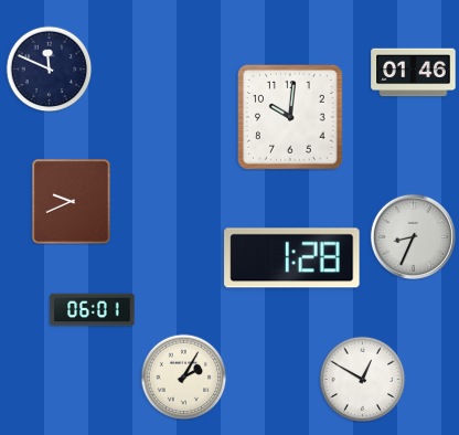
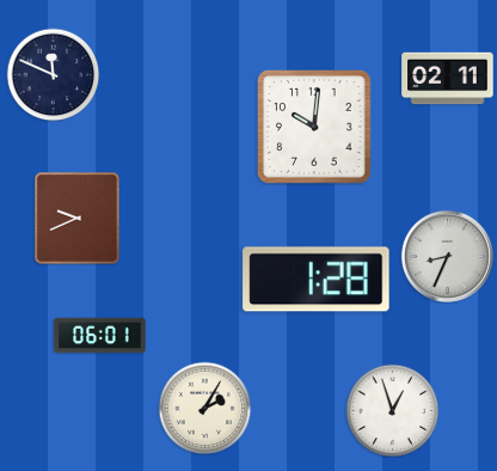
clock at (414, 73): 01:46 -> 02:11
clock at (183, 376) position: (183, 376) -> (204, 408)
clock at (362, 379): 12:50 -> 12:57
